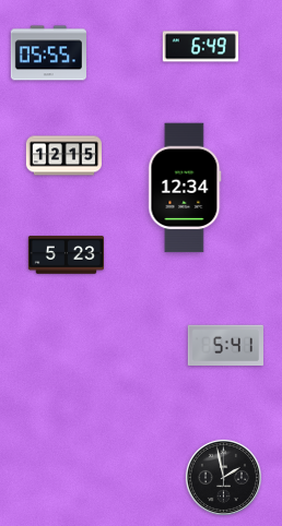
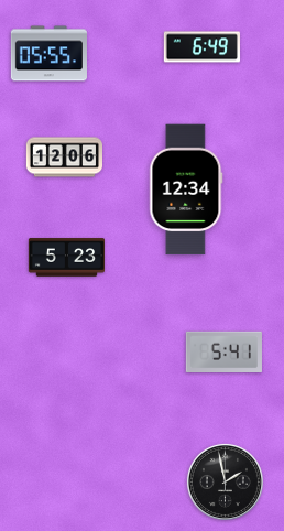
clock at (63, 156): 12:15 -> 12:06
clock at (225, 346) position: (225, 346) -> (223, 353)
